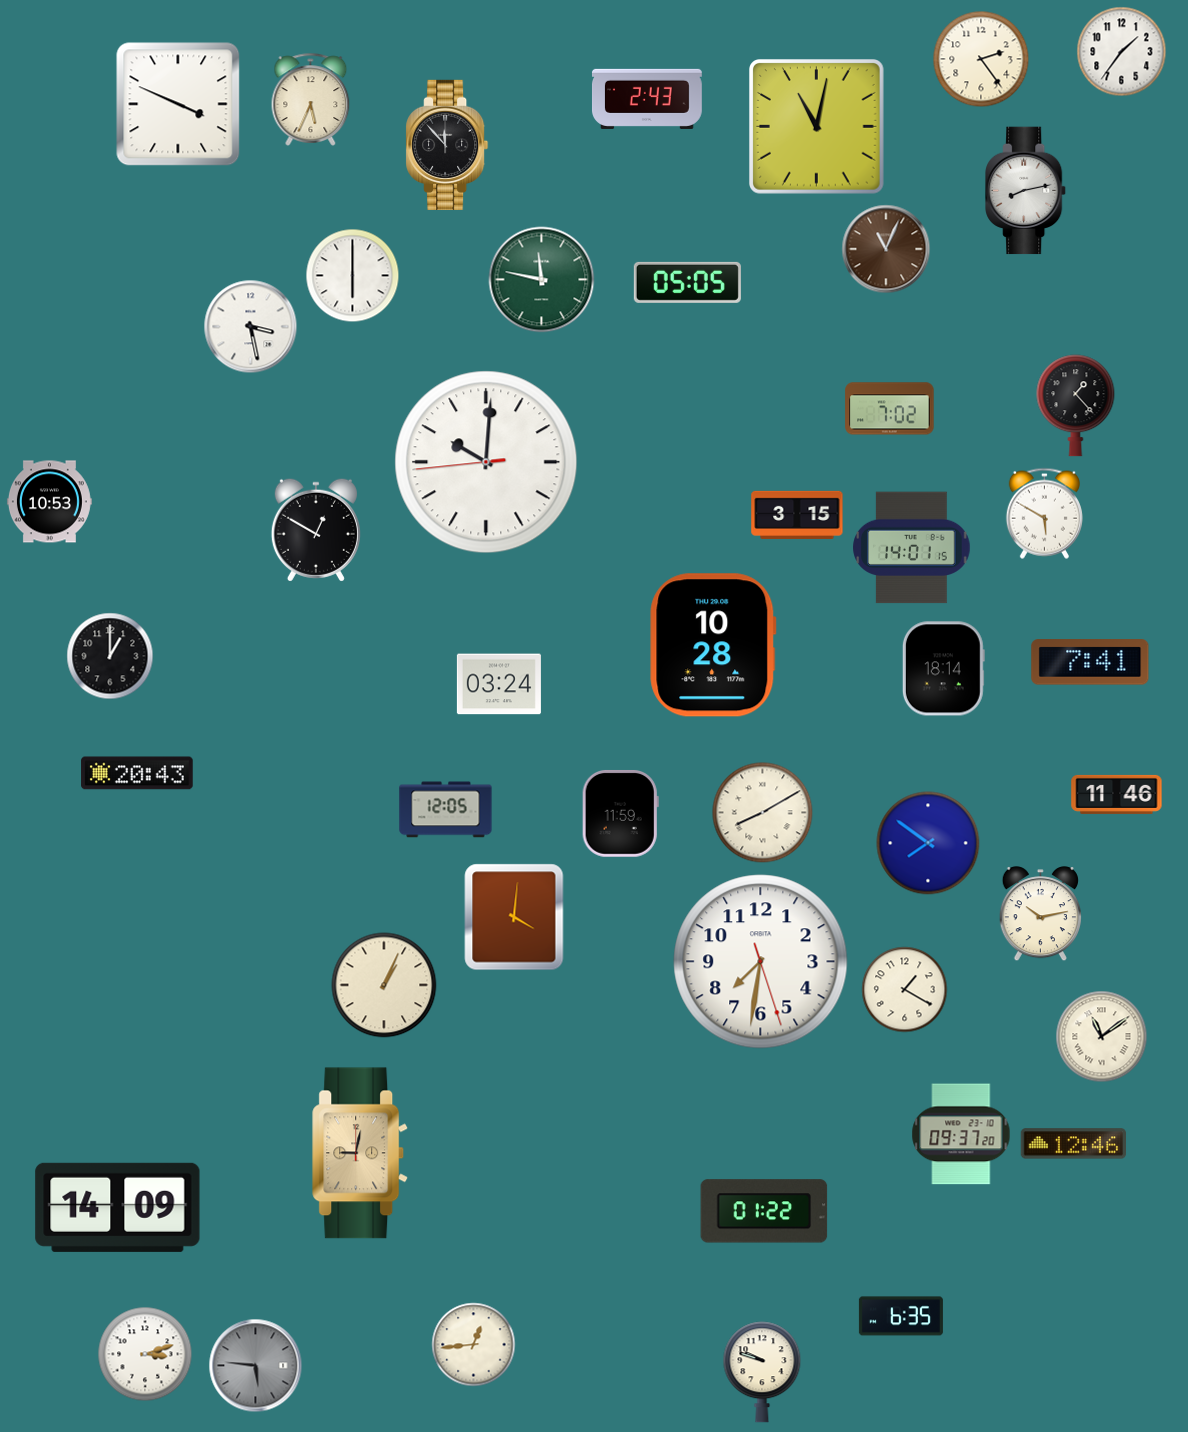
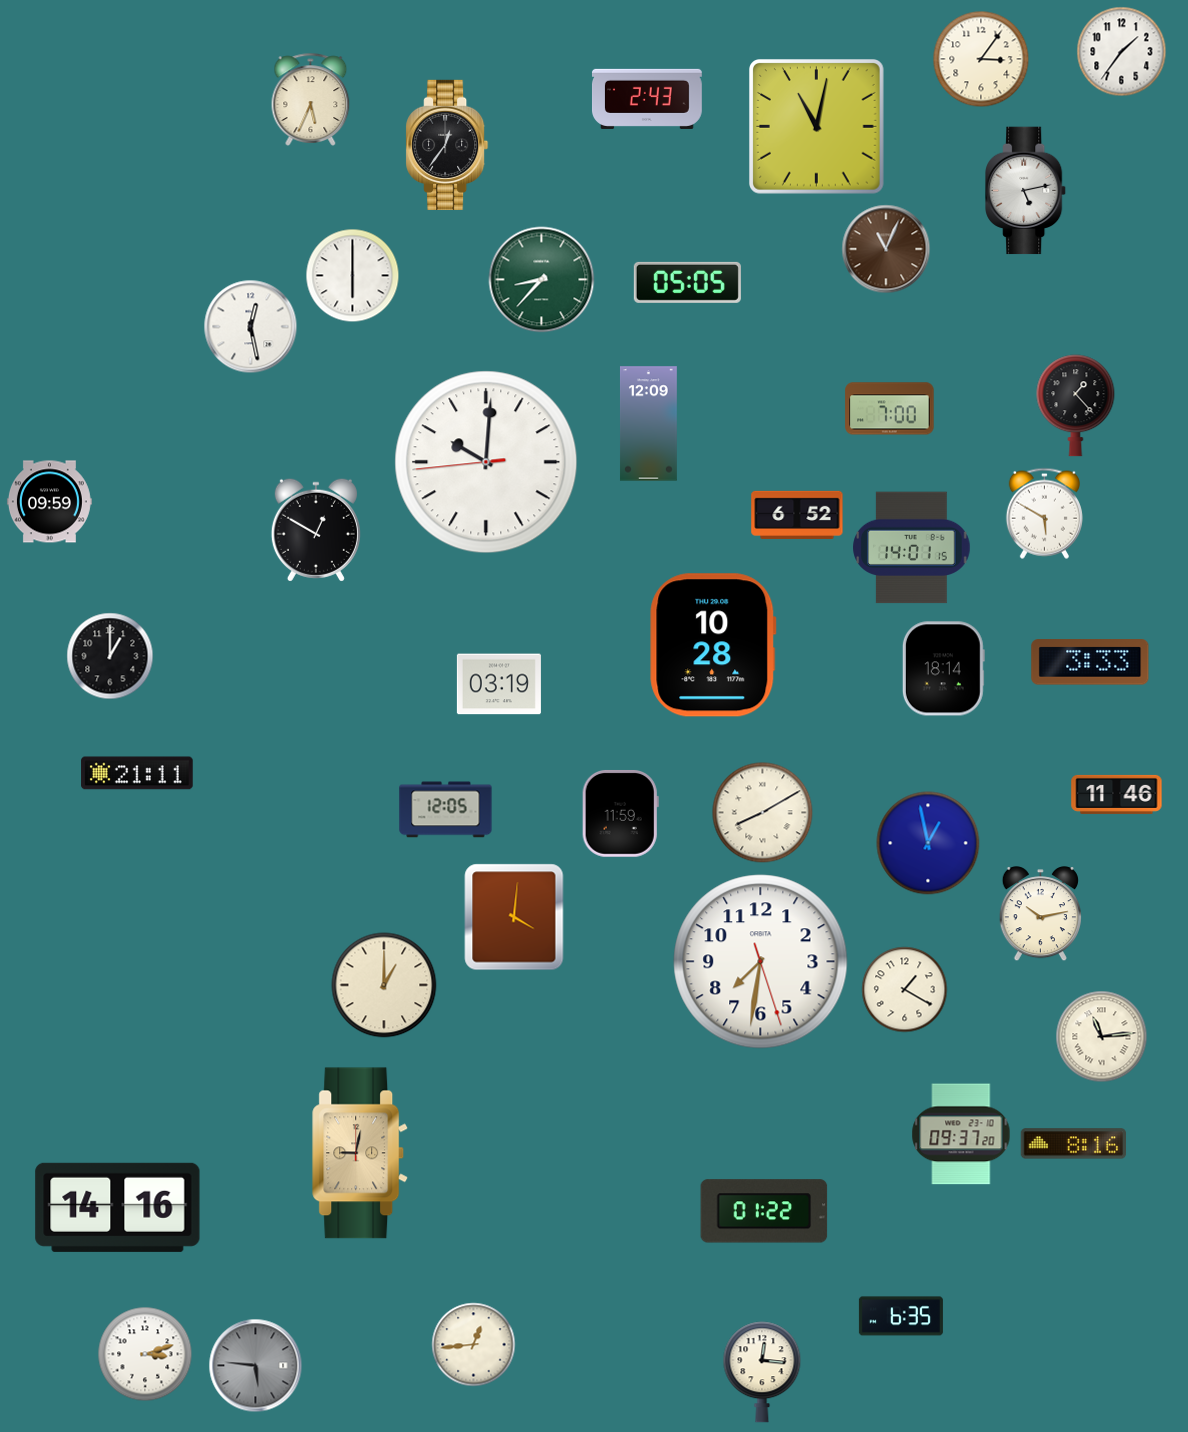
clock at (981, 59): 2:24 -> 3:06
clock at (178, 104): 3:49 -> none
clock at (447, 145): 11:53 -> 12:36
clock at (1027, 191): 8:13 -> 5:13
clock at (542, 280): 11:47 -> 8:37
clock at (251, 327): 3:28 -> 12:28
clock at (890, 409): 7:02 -> 7:00
clock at (648, 424): none -> 12:09
clock at (49, 502): 10:53 -> 09:59
clock at (797, 515): 3:15 -> 6:52
clock at (1090, 662): 7:41 -> 3:33
clock at (499, 684): 03:24 -> 03:19
clock at (137, 773): 20:43 -> 21:11
clock at (928, 843): 7:51 -> 12:58
clock at (384, 985): 1:04 -> 1:00
clock at (1102, 1037): 11:09 -> 11:14
clock at (1073, 1144): 12:46 -> 8:16
clock at (118, 1207): 14:09 -> 14:16
clock at (762, 1372): 9:48 -> 12:16
